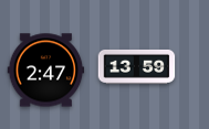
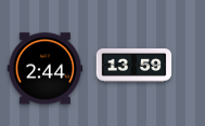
clock at (46, 71): 2:47 -> 2:44
